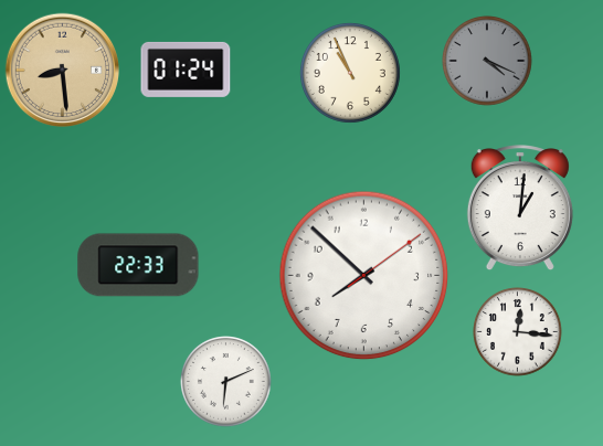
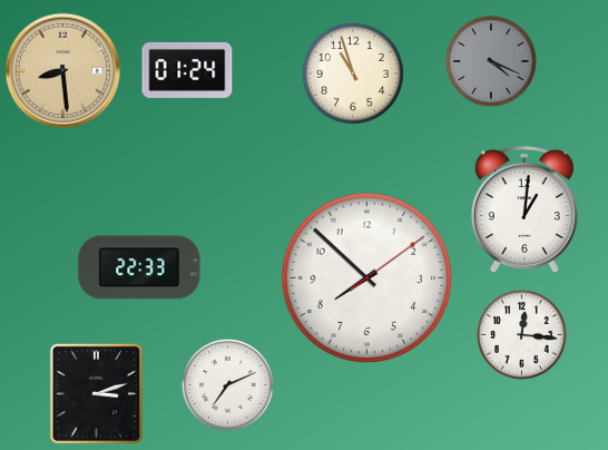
clock at (350, 73): 10:56 -> 10:57
clock at (226, 382): 6:11 -> 7:11
clock at (96, 393): none -> 3:12
